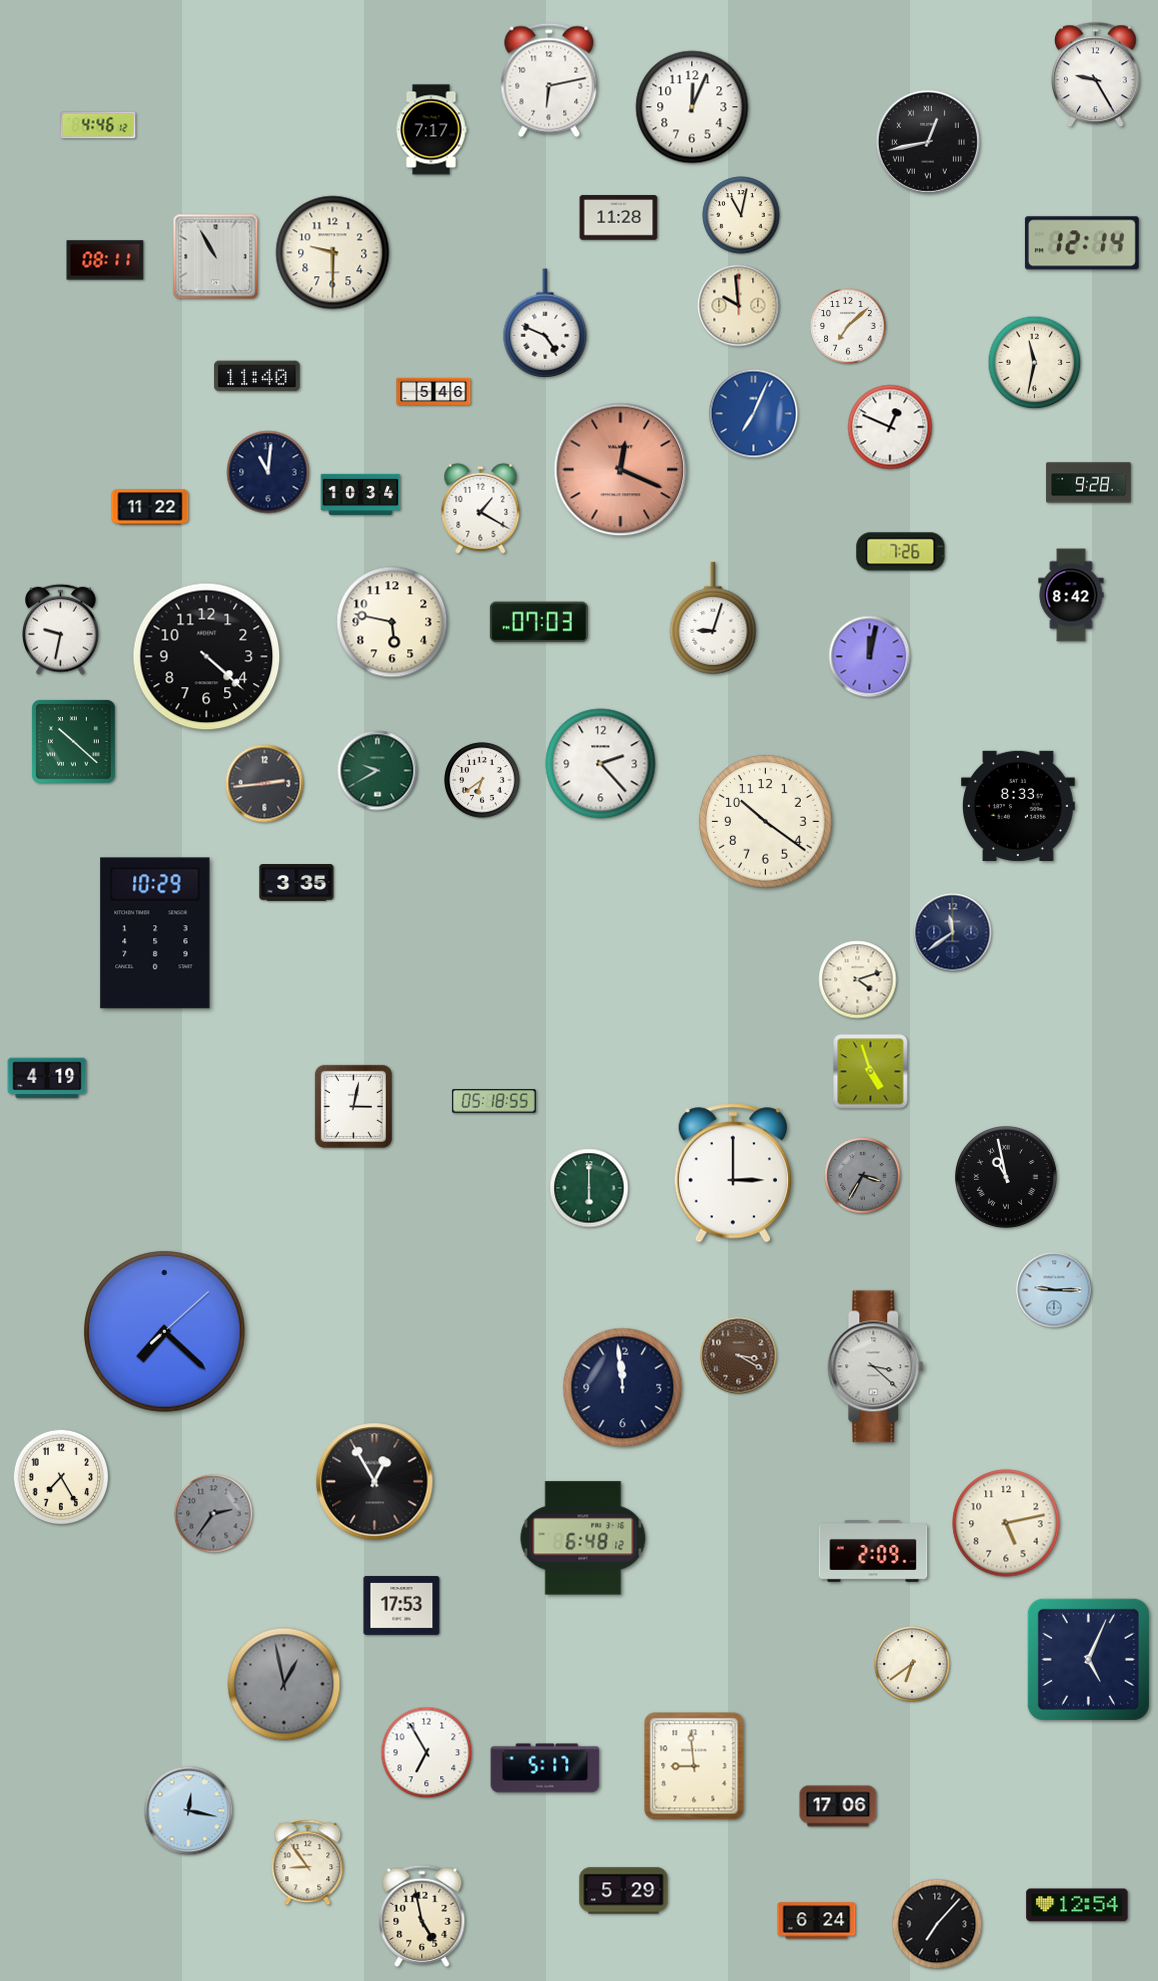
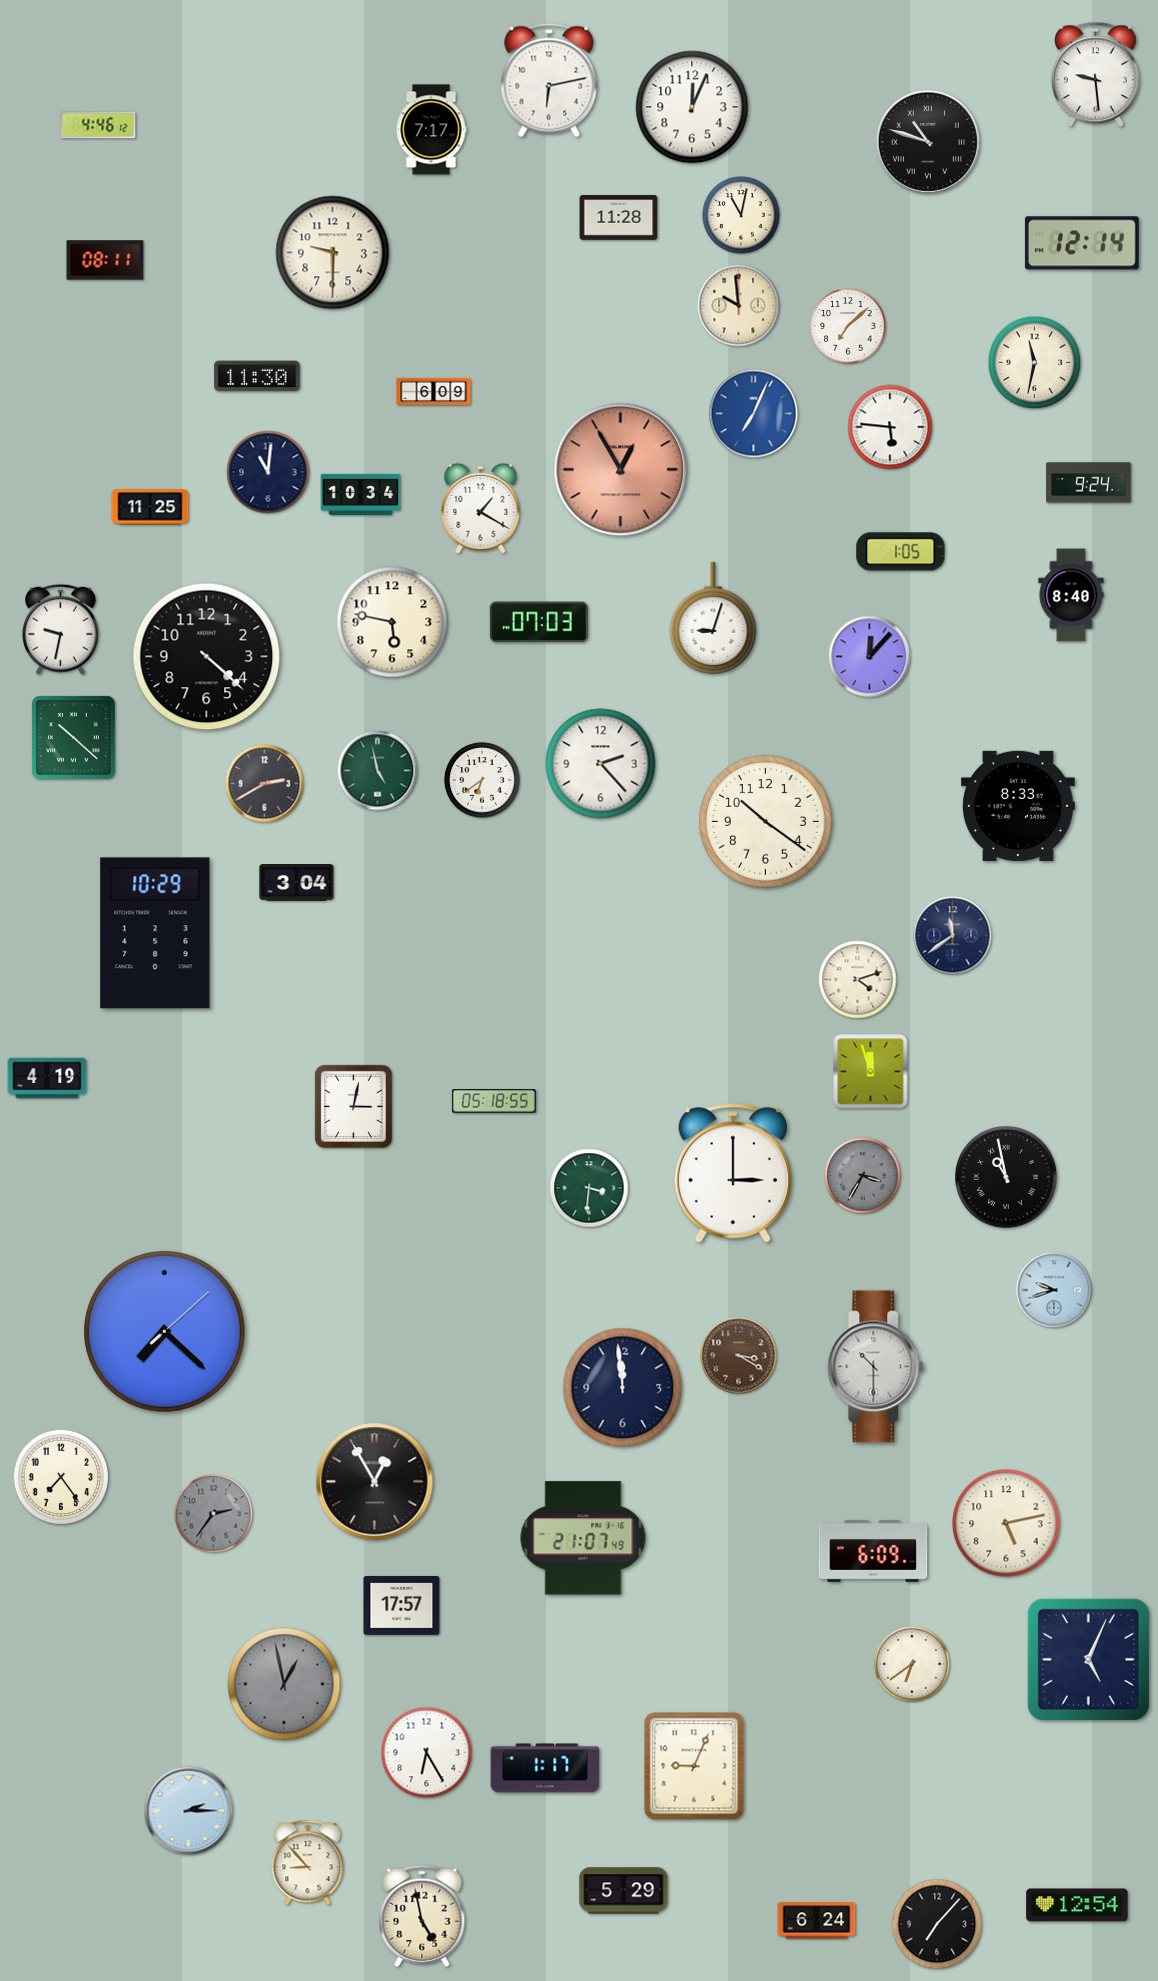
clock at (1096, 75): 9:25 -> 9:29
clock at (928, 142): 12:43 -> 10:48
clock at (216, 257): 10:55 -> none
clock at (545, 323): 4:49 -> none
clock at (257, 376): 11:40 -> 11:30
clock at (434, 392): 5:46 -> 6:09
clock at (890, 427): 12:49 -> 5:46
clock at (621, 470): 12:19 -> 12:55
clock at (1089, 483): 9:28 -> 9:24
clock at (150, 507): 11:22 -> 11:25
clock at (901, 552): 7:26 -> 1:05
clock at (1071, 595): 8:42 -> 8:40
clock at (870, 657): 12:02 -> 12:07
clock at (74, 742) position: (74, 742) -> (74, 738)
clock at (378, 771): 9:40 -> 4:58
clock at (265, 784): 2:44 -> 2:40
clock at (297, 883): 3:35 -> 3:04
clock at (953, 933) position: (953, 933) -> (953, 936)
clock at (871, 1072): 4:57 -> 11:57
clock at (589, 1188): 6:00 -> 3:31
clock at (1054, 1290): 9:15 -> 9:42
clock at (876, 1367): 3:22 -> 10:30
clock at (61, 1477): 7:25 -> 7:24
clock at (583, 1538): 6:48 -> 21:07
clock at (873, 1552): 2:09 -> 6:09
clock at (402, 1605): 17:53 -> 17:57
clock at (427, 1753): 6:55 -> 6:25
clock at (694, 1766): 8:59 -> 9:04
clock at (545, 1768): 5:17 -> 1:17
clock at (838, 1806): 17:06 -> none
clock at (189, 1811): 12:17 -> 2:15
clock at (308, 1863): 8:54 -> 8:53
